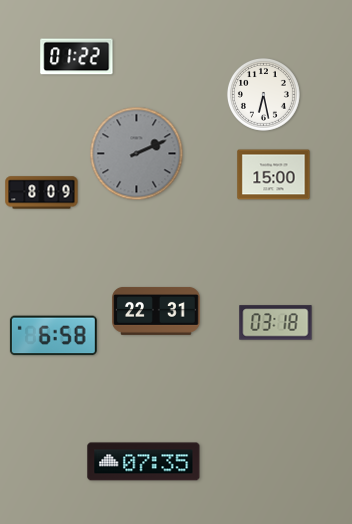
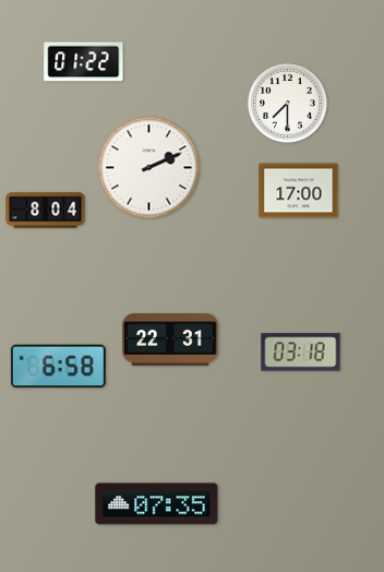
clock at (263, 94): 6:28 -> 7:30
clock at (137, 154) dial: grey -> white
clock at (274, 175): 15:00 -> 17:00
clock at (42, 193): 8:09 -> 8:04
